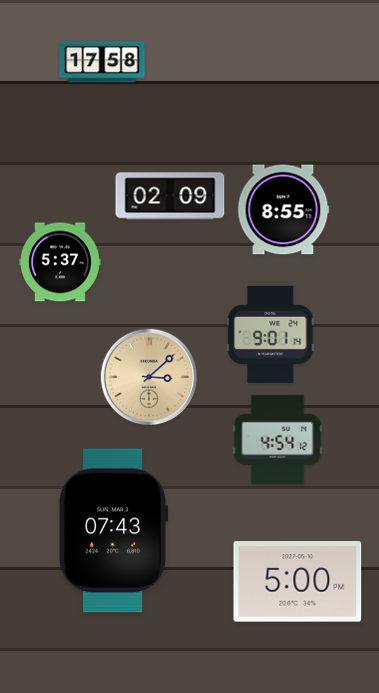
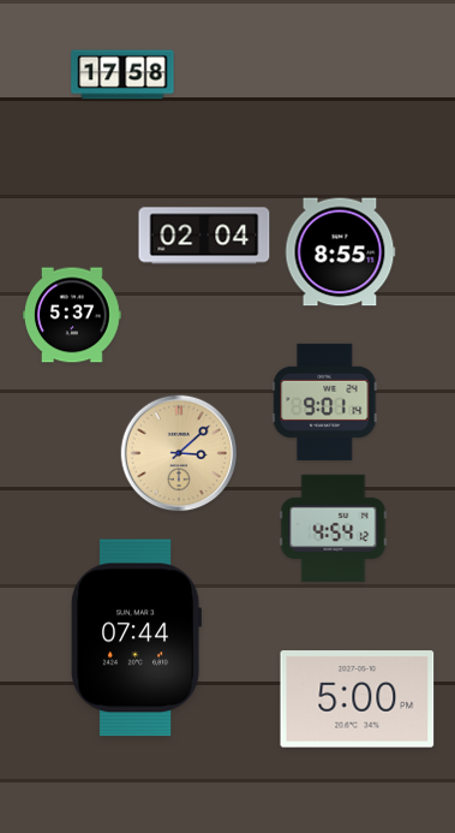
clock at (170, 196): 02:09 -> 02:04
clock at (113, 531): 07:43 -> 07:44
